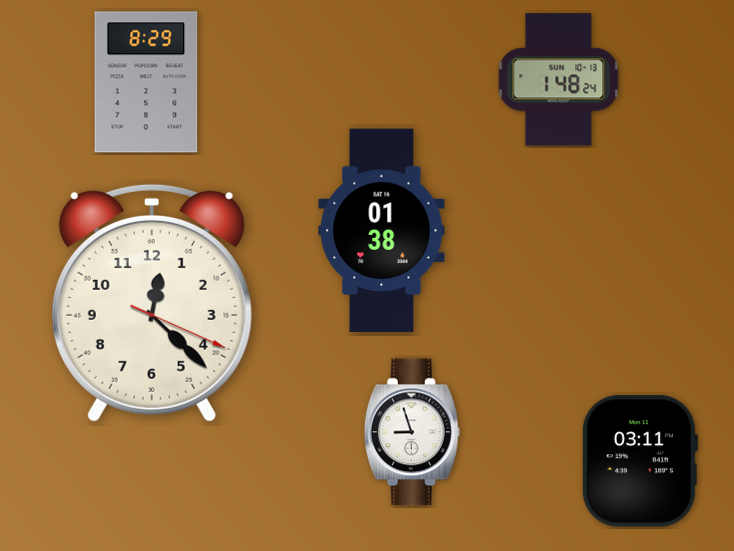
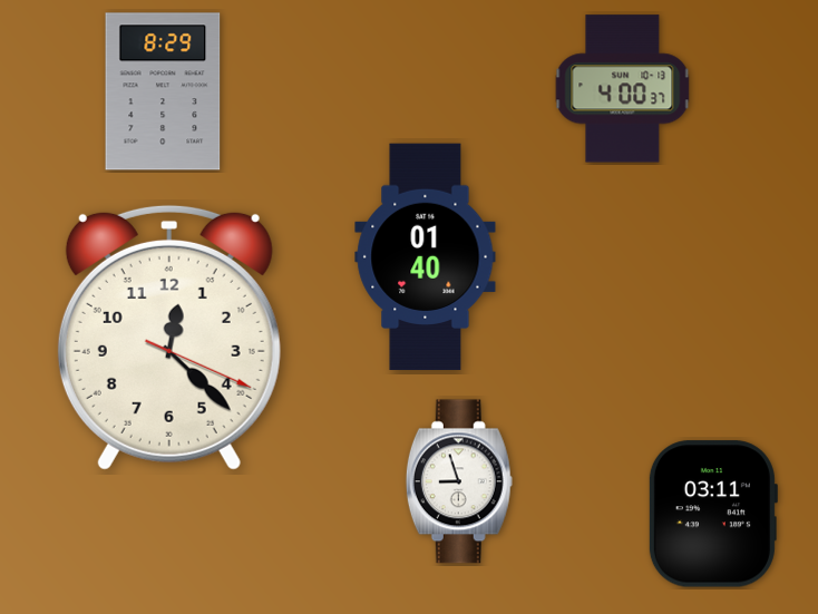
clock at (559, 80): 1:48 -> 4:00
clock at (382, 231): 01:38 -> 01:40
